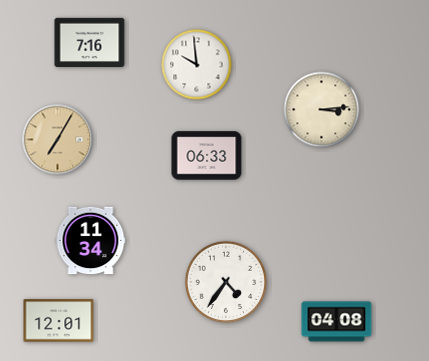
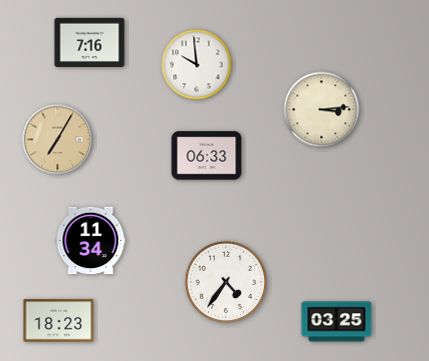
clock at (59, 321): 12:01 -> 18:23
clock at (337, 322): 04:08 -> 03:25
